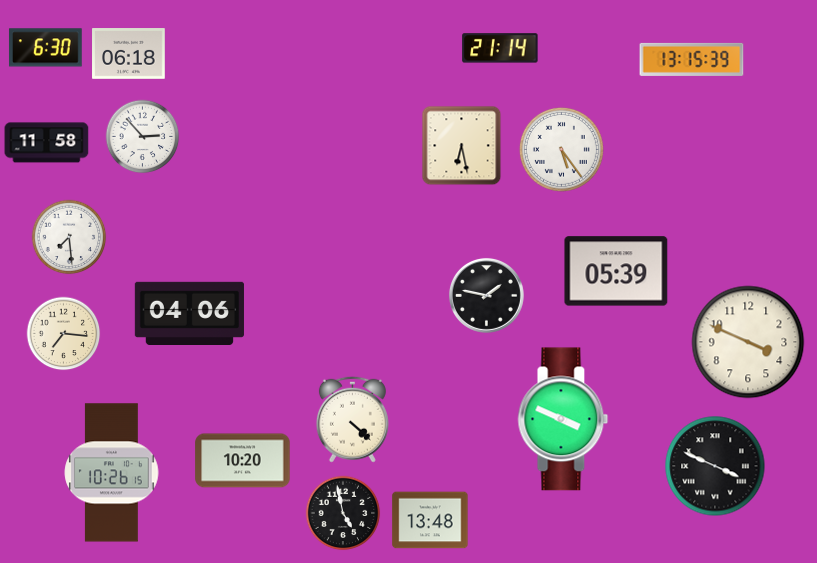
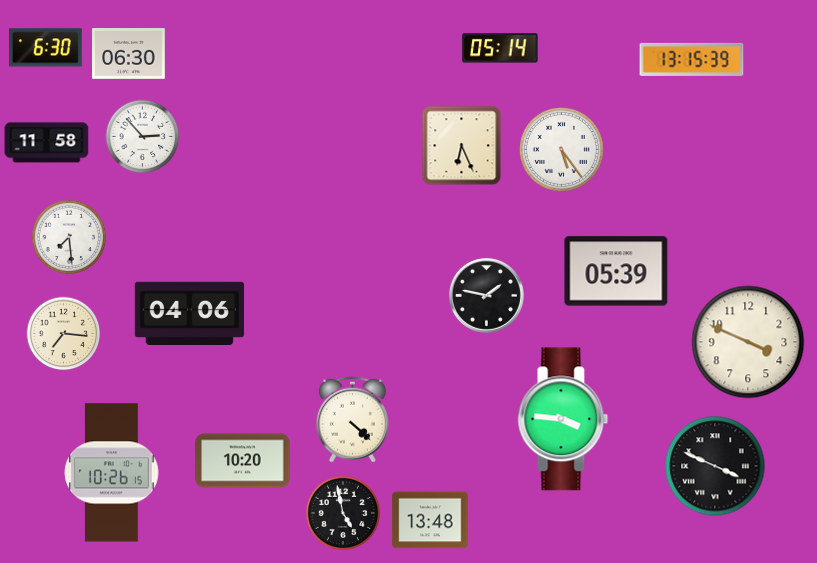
clock at (500, 48): 21:14 -> 05:14
clock at (129, 54): 06:18 -> 06:30
clock at (462, 146): 6:28 -> 6:26
clock at (563, 419): 3:49 -> 3:46
